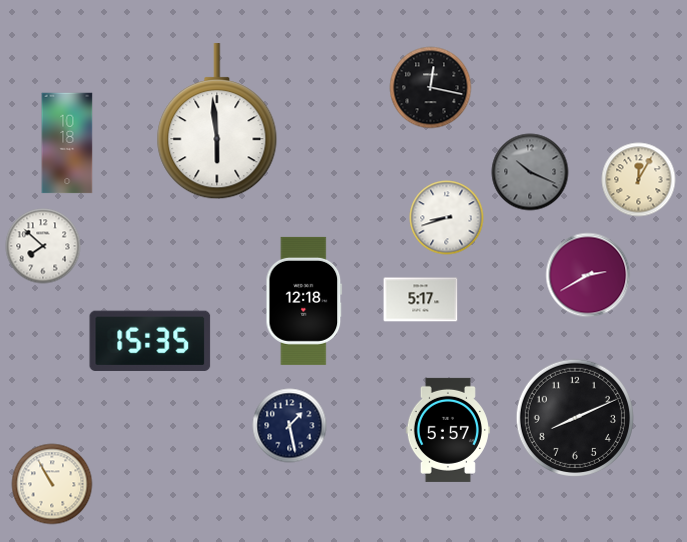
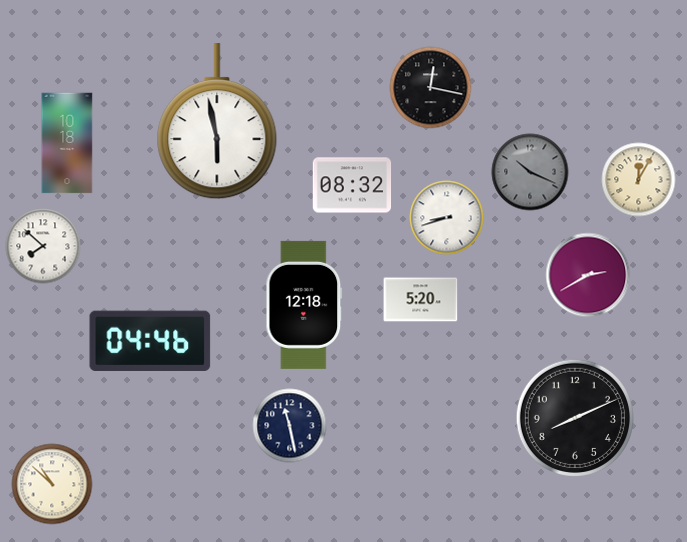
clock at (217, 122): 5:59 -> 5:58
clock at (352, 185): none -> 08:32
clock at (421, 300): 5:17 -> 5:20
clock at (304, 301) position: (304, 301) -> (304, 305)
clock at (150, 341): 15:35 -> 04:46
clock at (290, 426): 1:28 -> 11:28
clock at (448, 430): 5:57 -> none
clock at (52, 484): 10:55 -> 10:52
